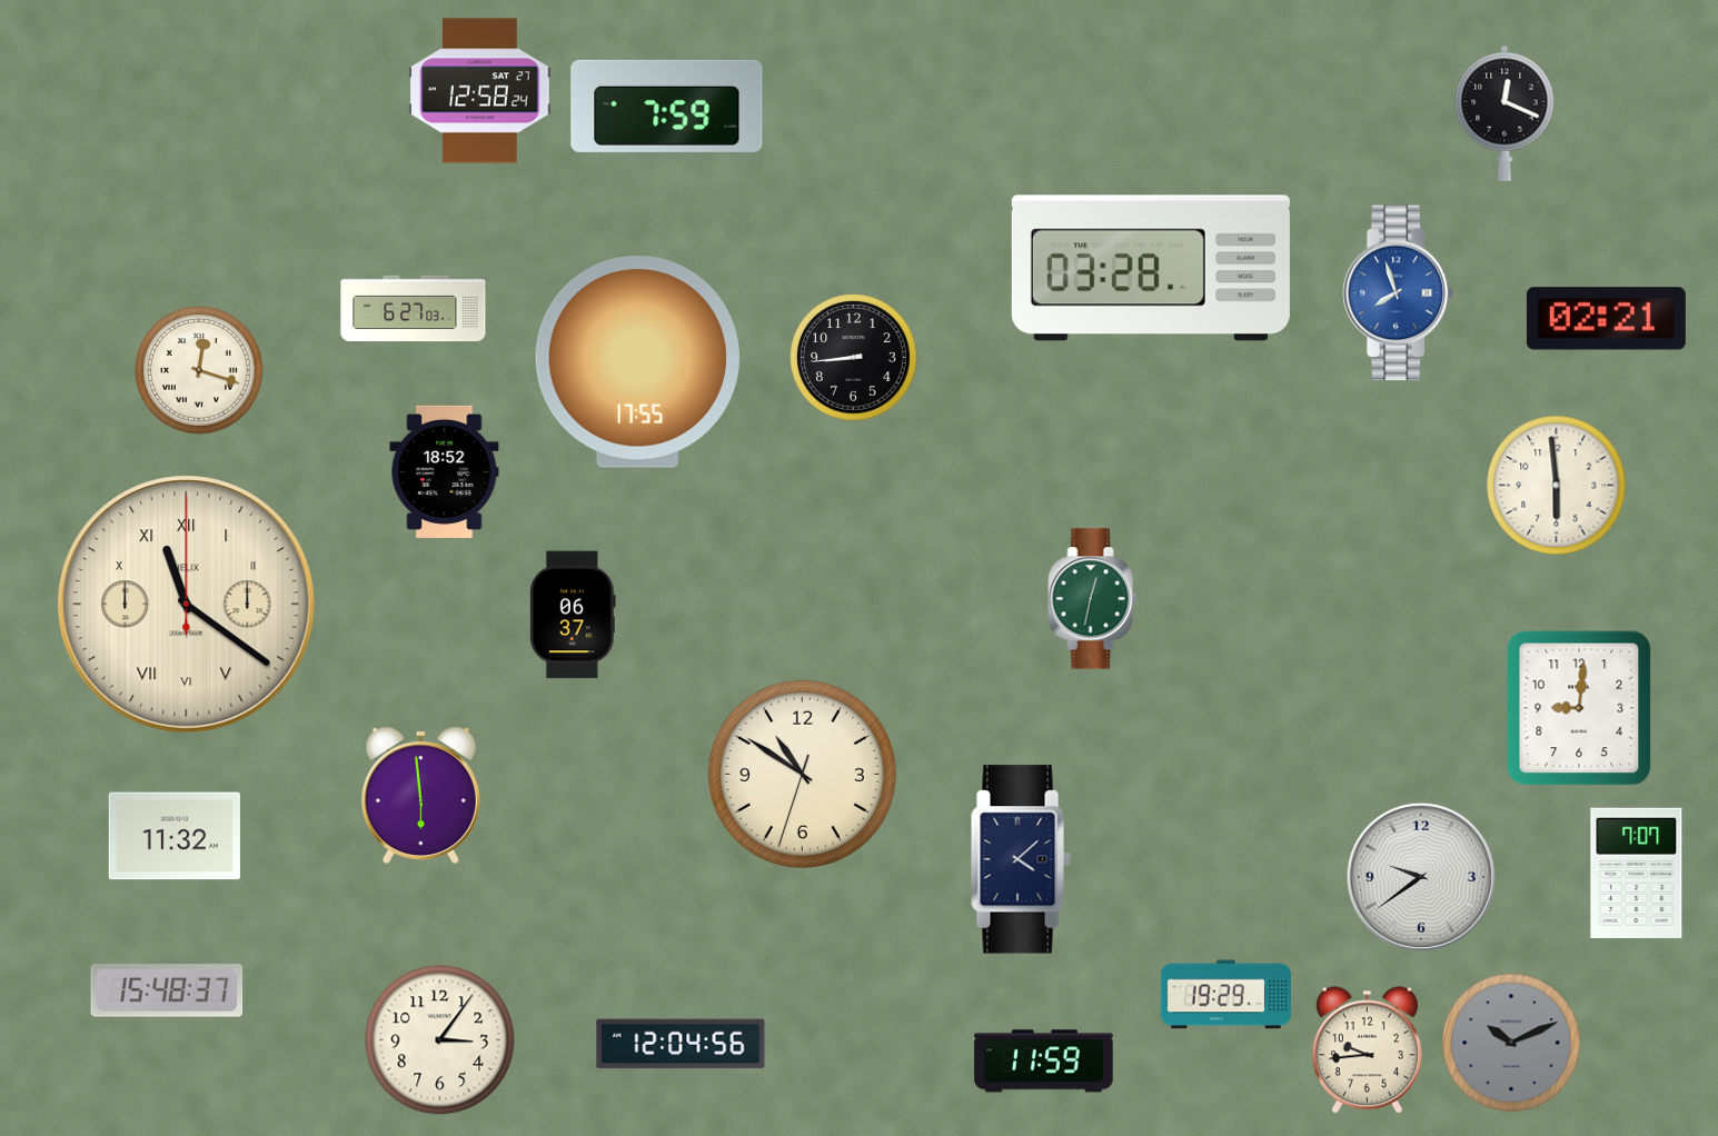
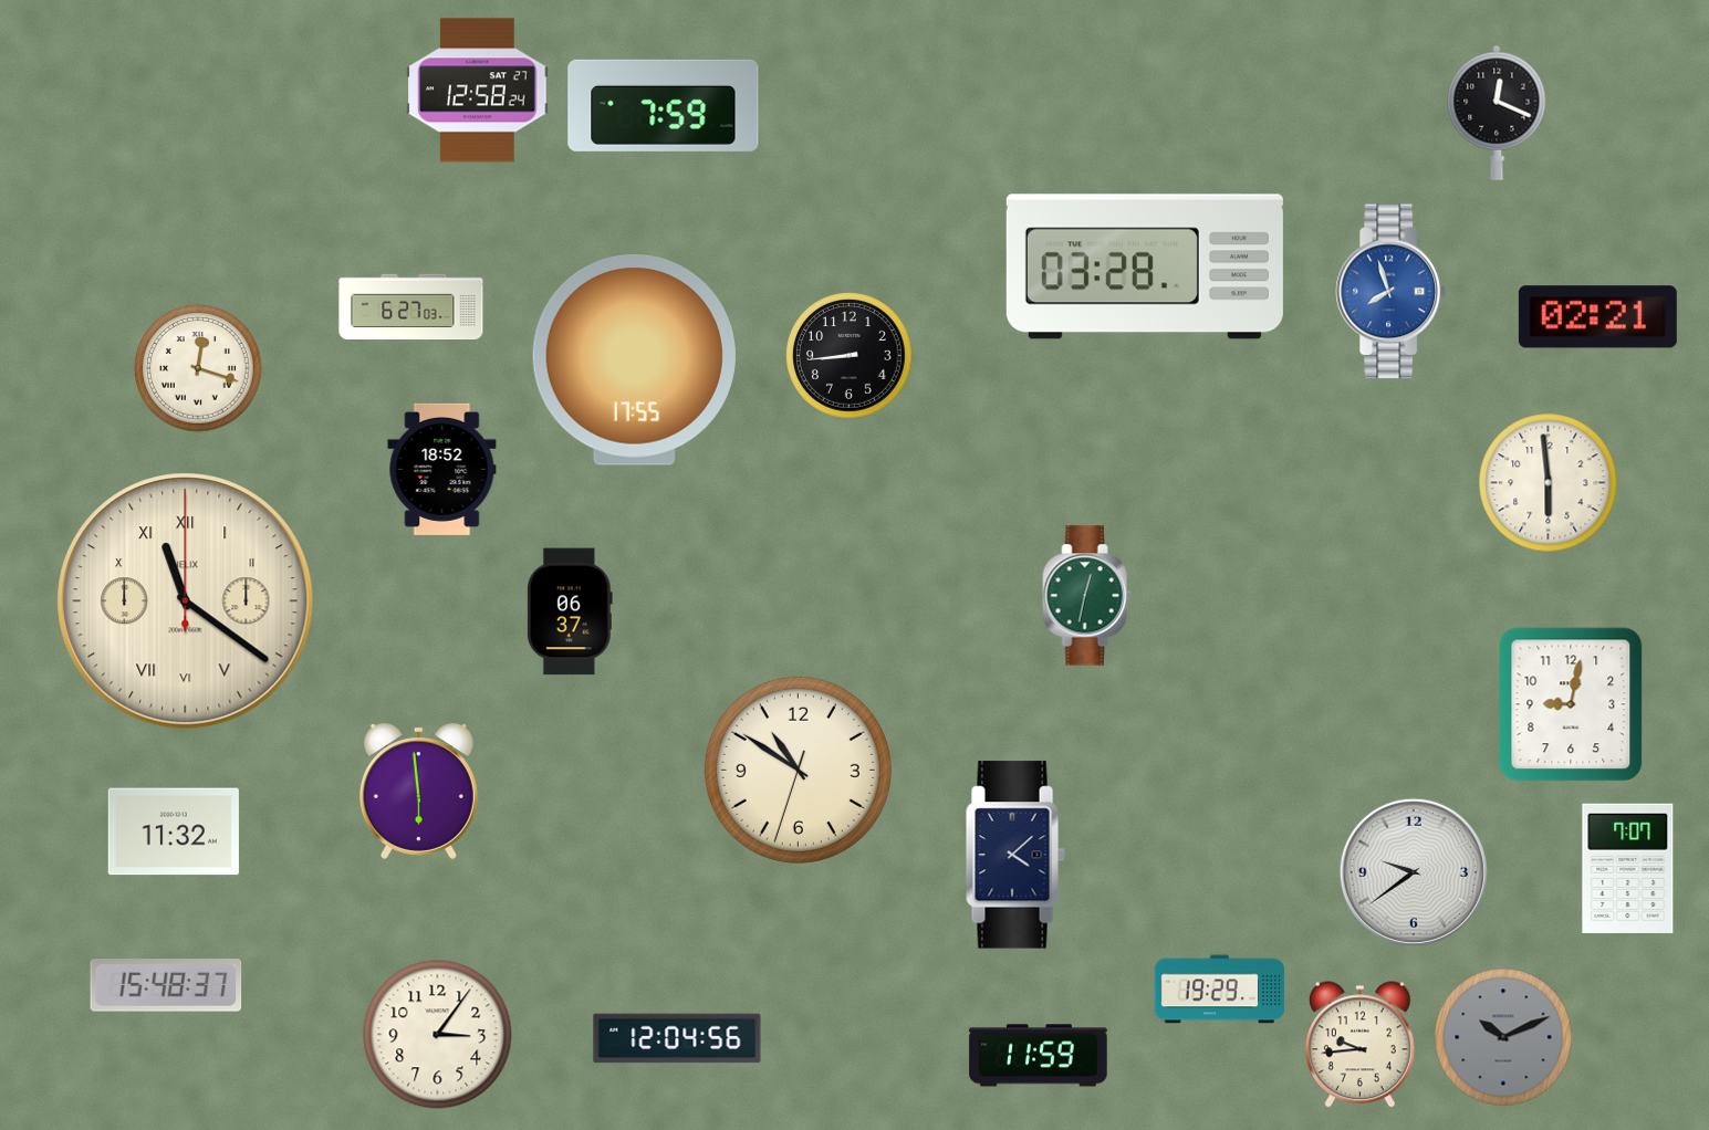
clock at (1579, 708): 9:01 -> 9:02
